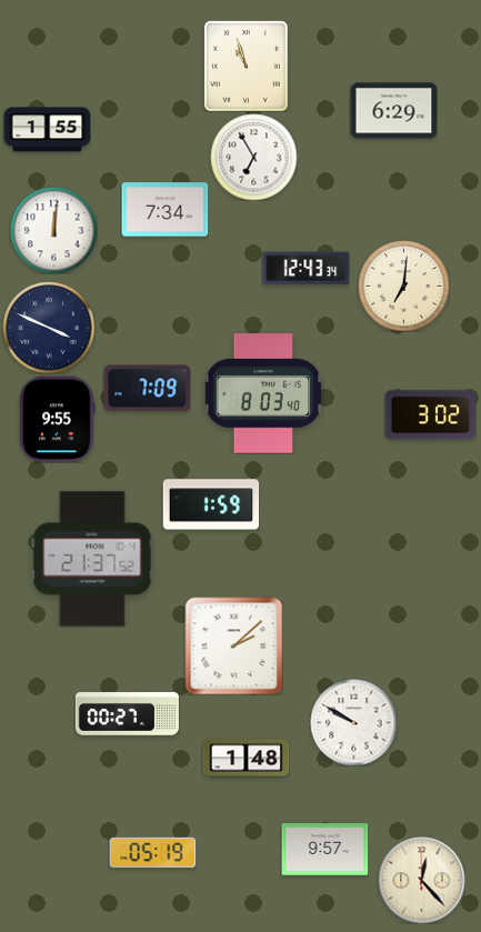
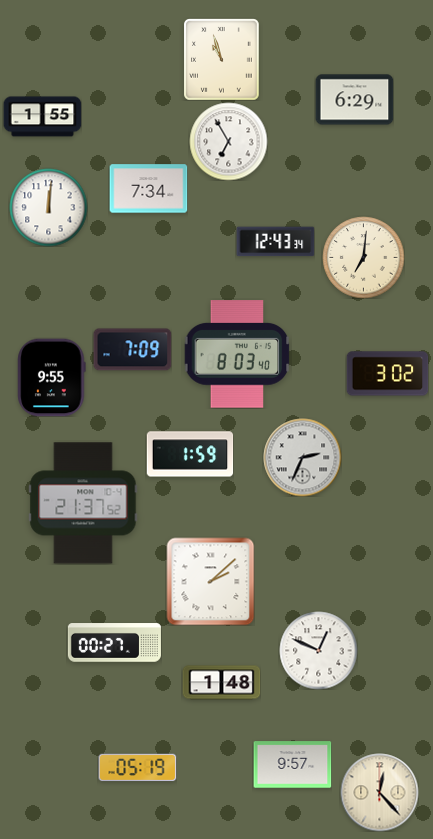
clock at (49, 328): 3:49 -> none
clock at (302, 457): none -> 2:34
clock at (353, 722): 9:50 -> 12:49
